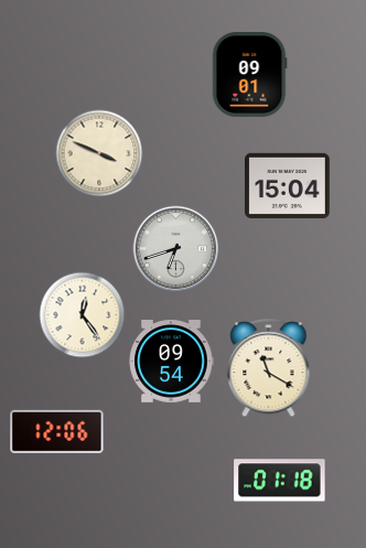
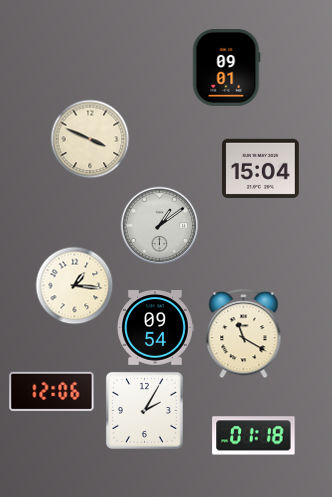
clock at (175, 248): 6:42 -> 1:09
clock at (82, 314): 12:24 -> 1:16
clock at (144, 410): none -> 2:05
